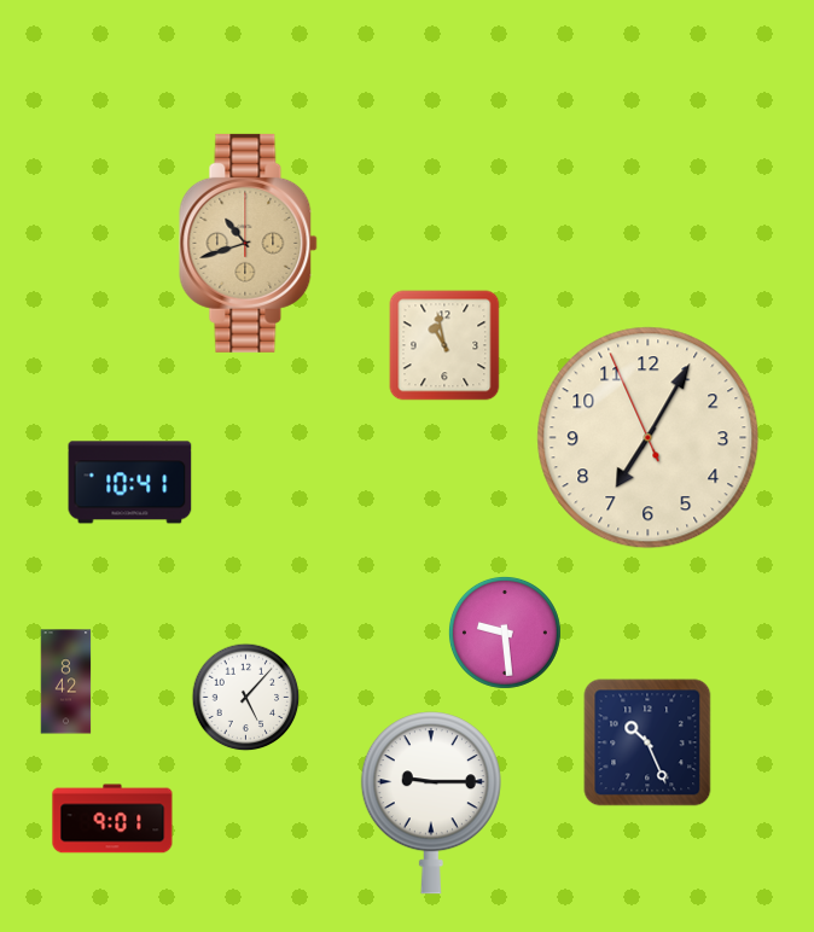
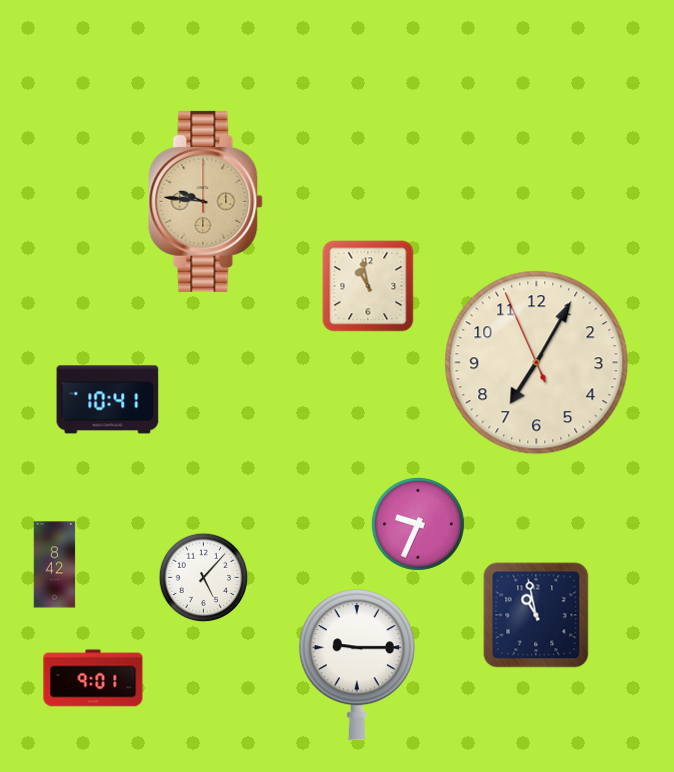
clock at (249, 243): 10:42 -> 9:46
clock at (505, 633): 9:29 -> 9:34
clock at (647, 742): 10:26 -> 10:58
